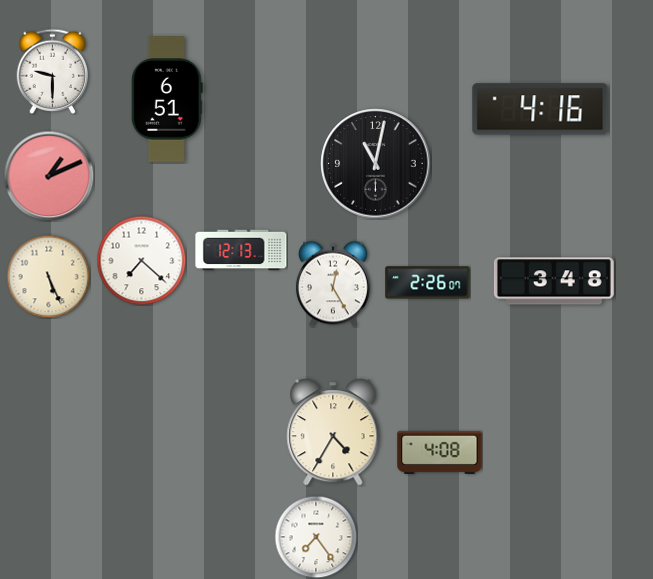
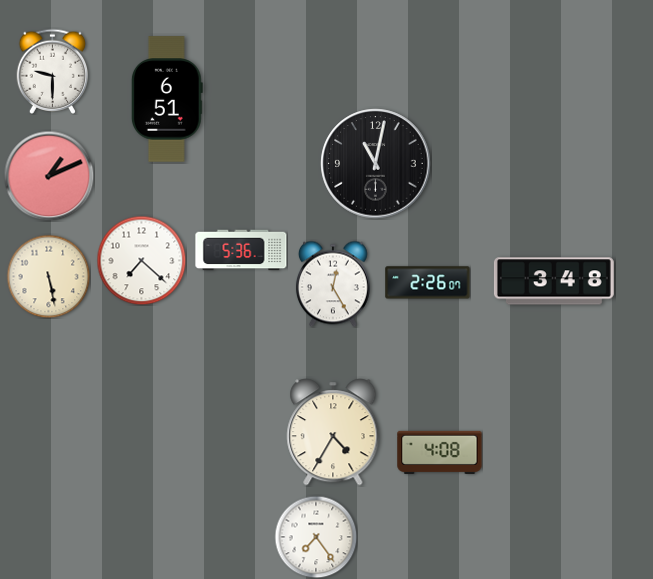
clock at (540, 109): 4:16 -> none
clock at (241, 250): 12:13 -> 5:36
clock at (48, 276): 5:26 -> 5:28
